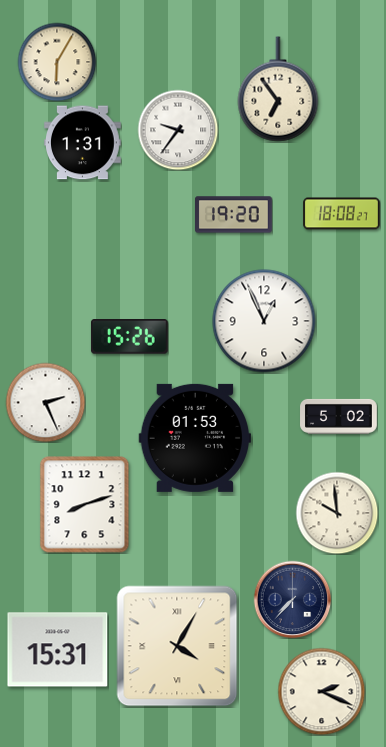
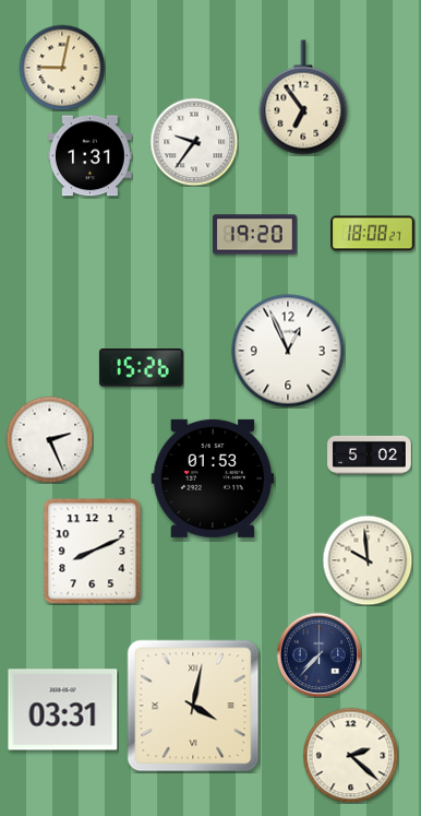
clock at (57, 62): 6:05 -> 9:02
clock at (85, 505): 8:12 -> 8:11
clock at (177, 646): 4:05 -> 4:02
clock at (58, 650): 15:31 -> 03:31
clock at (321, 691): 2:19 -> 2:22
